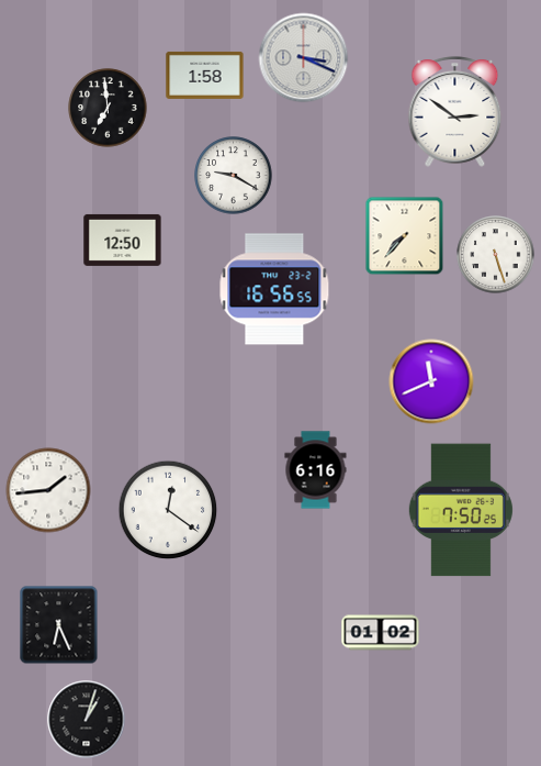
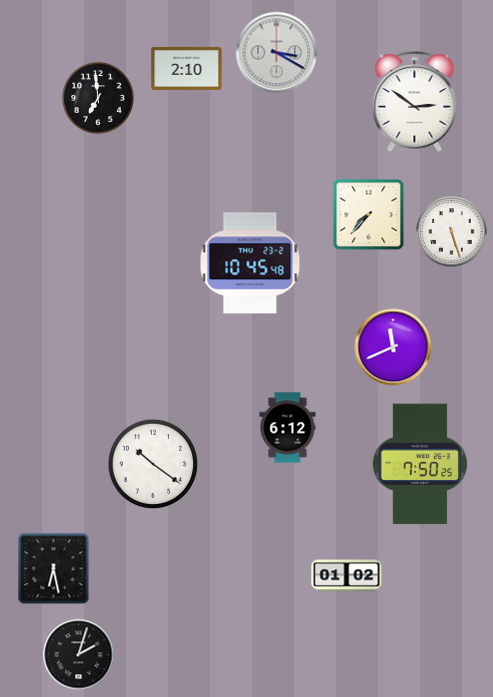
clock at (304, 58): 3:19 -> 3:20
clock at (205, 75): 1:58 -> 2:10
clock at (234, 176): 9:20 -> none
clock at (123, 240): 12:50 -> none
clock at (274, 289): 16:56 -> 10:45
clock at (316, 470): 6:16 -> 6:12
clock at (48, 490): 1:44 -> none
clock at (168, 510): 12:21 -> 10:21
clock at (59, 625): 6:26 -> 6:28
clock at (87, 720): 1:03 -> 2:03
